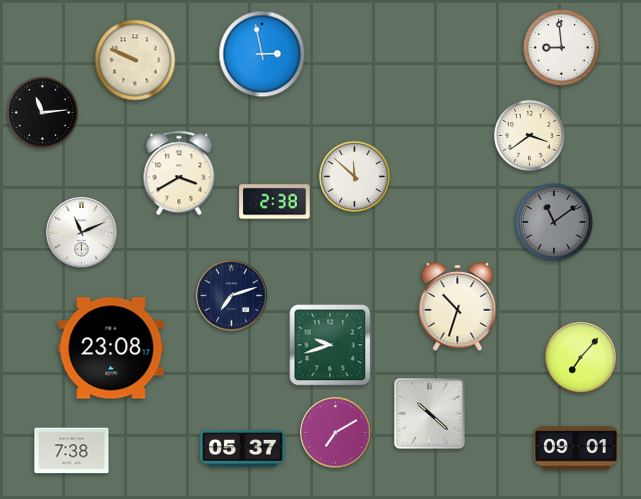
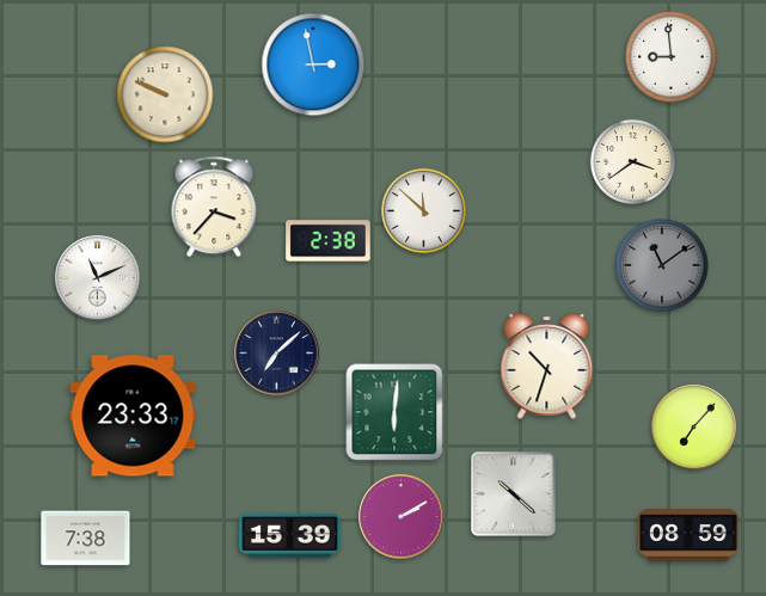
clock at (135, 60) position: (135, 60) -> (165, 94)
clock at (42, 112): 11:14 -> none
clock at (179, 173): 3:40 -> 3:37
clock at (232, 296): 7:12 -> 7:08
clock at (330, 345): 9:42 -> 6:01
clock at (111, 348): 23:08 -> 23:33
clock at (336, 433): 7:10 -> 2:10
clock at (577, 448): 09:01 -> 08:59
clock at (243, 449): 05:37 -> 15:39
